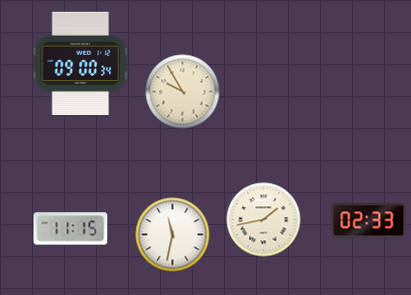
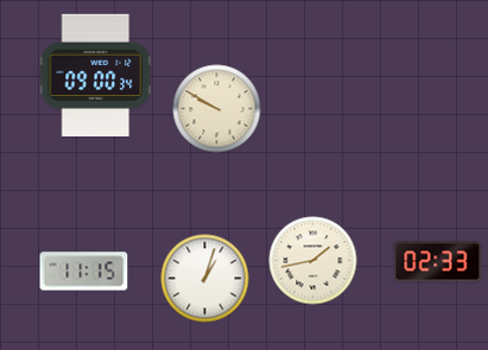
clock at (183, 92): 9:55 -> 9:50
clock at (173, 235): 11:32 -> 1:03
